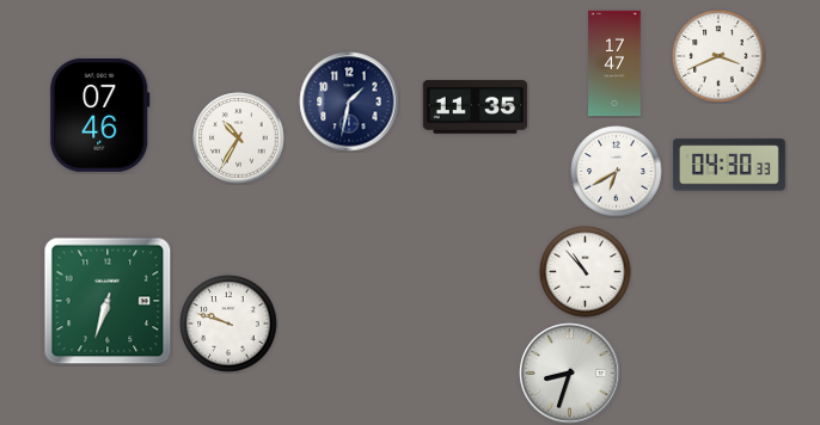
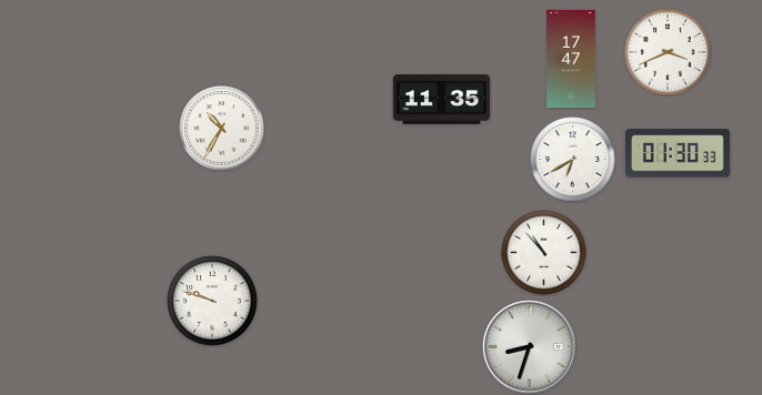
clock at (349, 101): 1:32 -> none
clock at (100, 115): 07:46 -> none
clock at (729, 165): 04:30 -> 01:30
clock at (108, 301): 6:33 -> none
